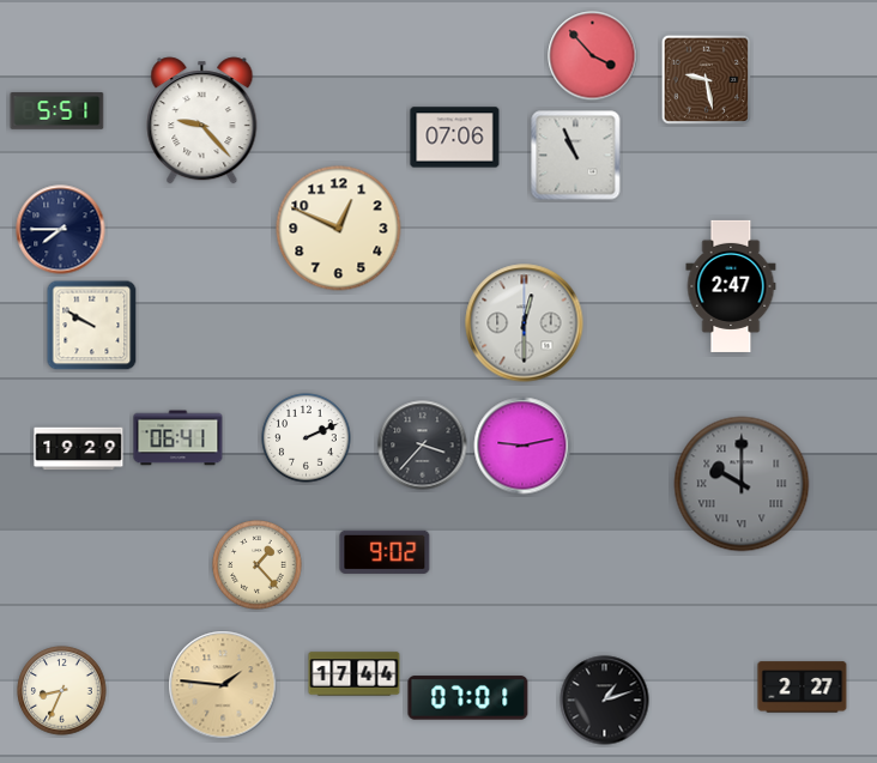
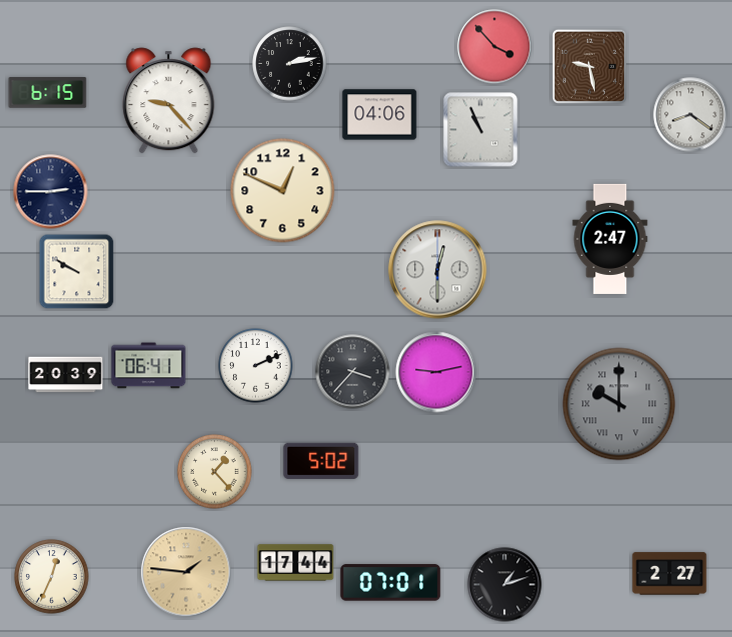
clock at (290, 64): none -> 2:13
clock at (58, 111): 5:51 -> 6:15
clock at (455, 138): 07:06 -> 04:06
clock at (691, 115): none -> 8:21
clock at (61, 230): 7:45 -> 2:45
clock at (79, 449): 19:29 -> 20:39
clock at (385, 552): 9:02 -> 5:02
clock at (62, 691): 8:34 -> 12:34
